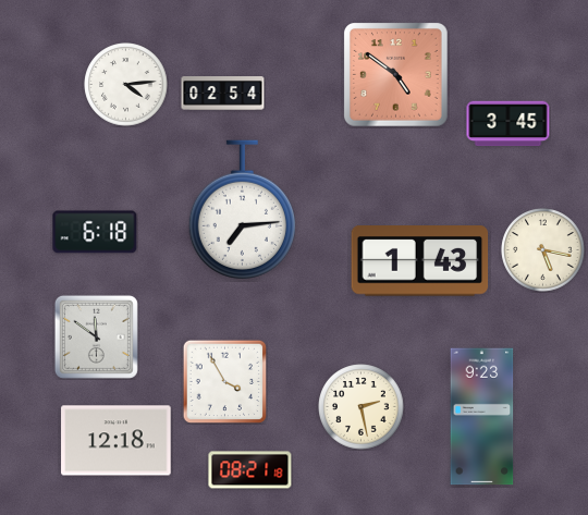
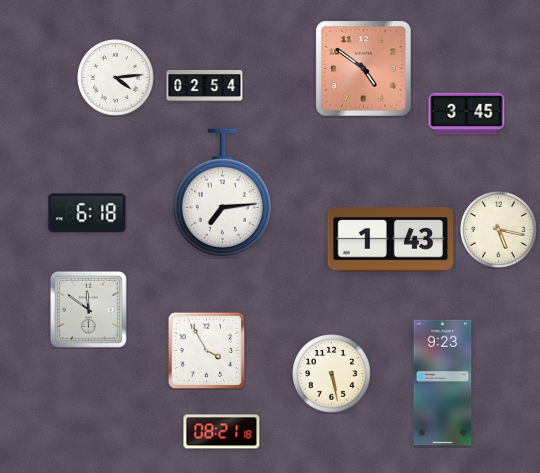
clock at (420, 261) position: (420, 261) -> (391, 240)
clock at (362, 407): 2:28 -> 5:28
clock at (117, 441): 12:18 -> none
clock at (250, 470) position: (250, 470) -> (222, 432)
